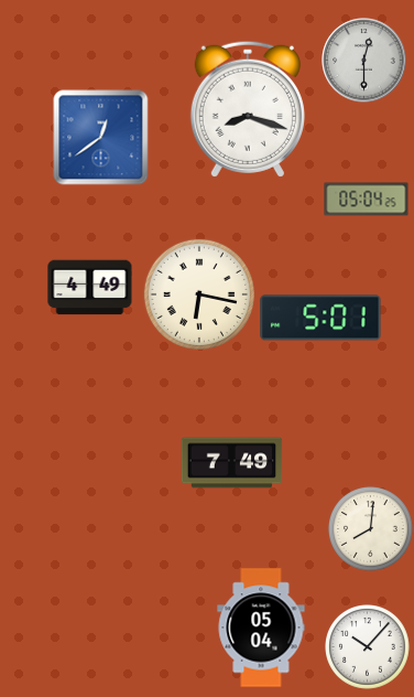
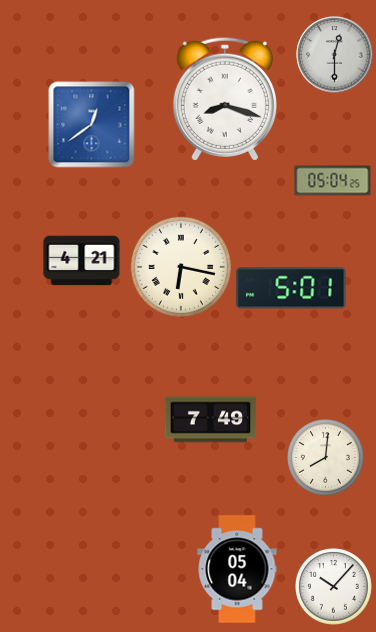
clock at (364, 61) position: (364, 61) -> (335, 55)
clock at (90, 288): 4:49 -> 4:21
clock at (371, 529) position: (371, 529) -> (326, 458)
